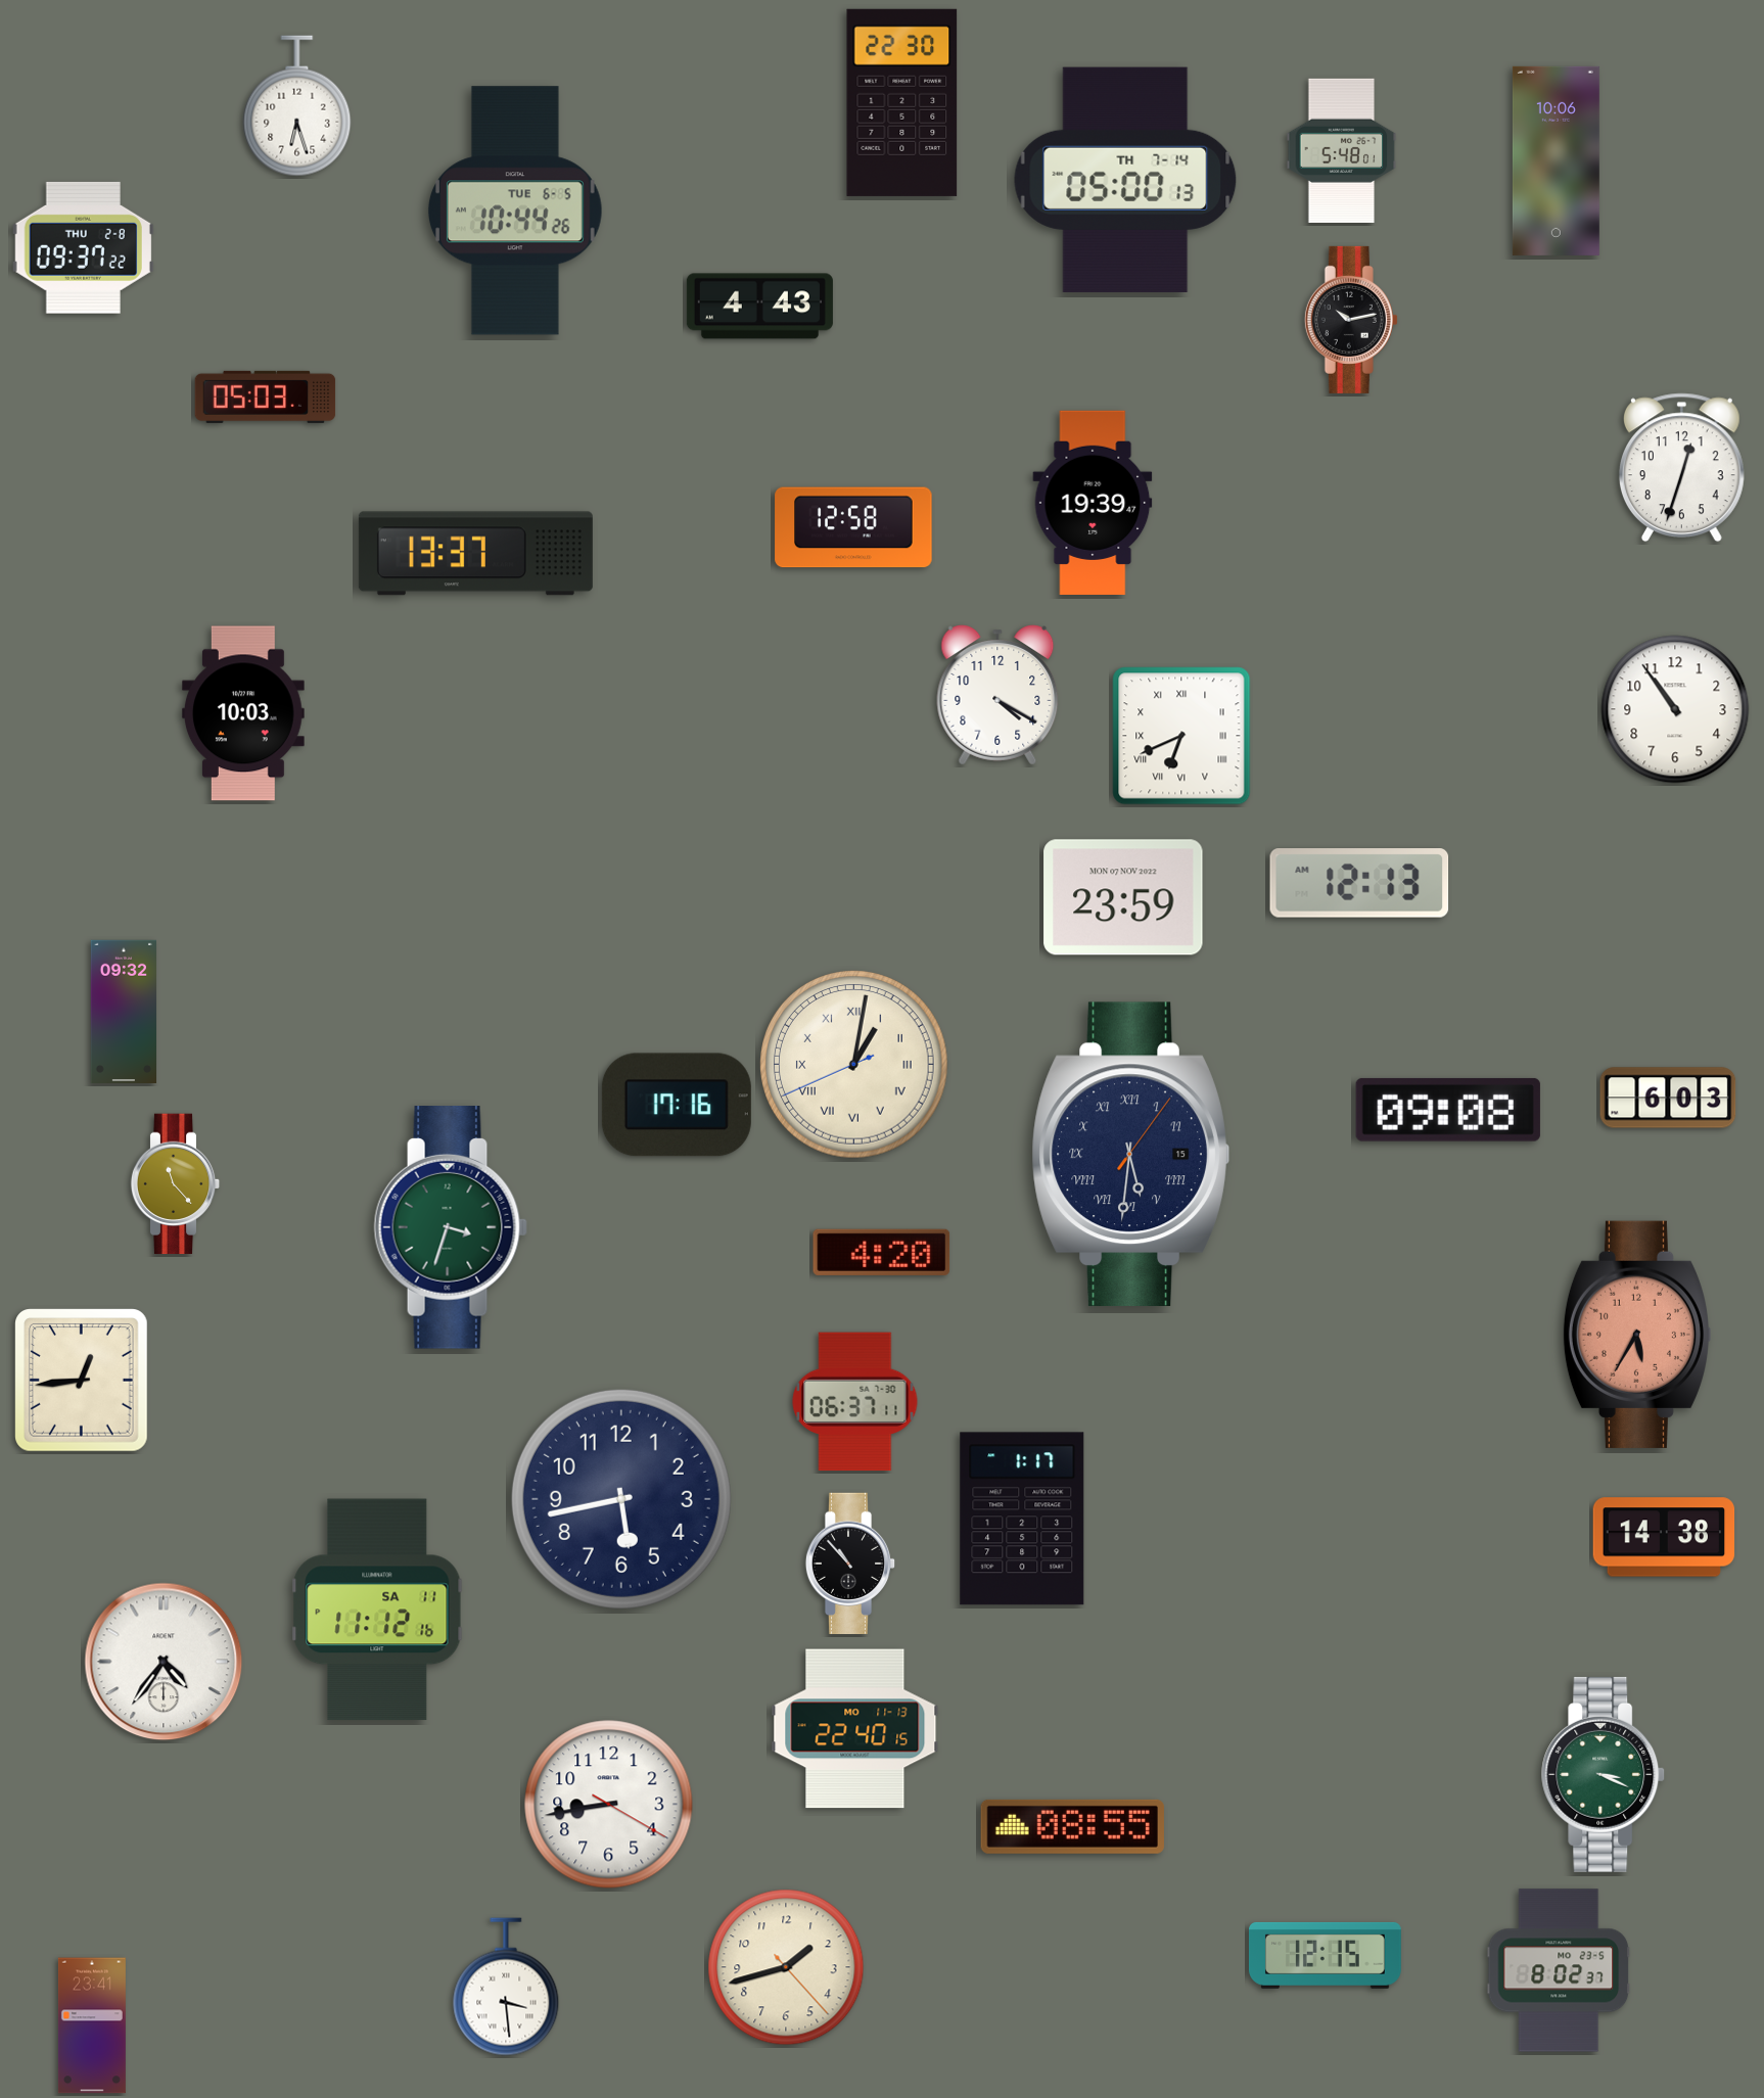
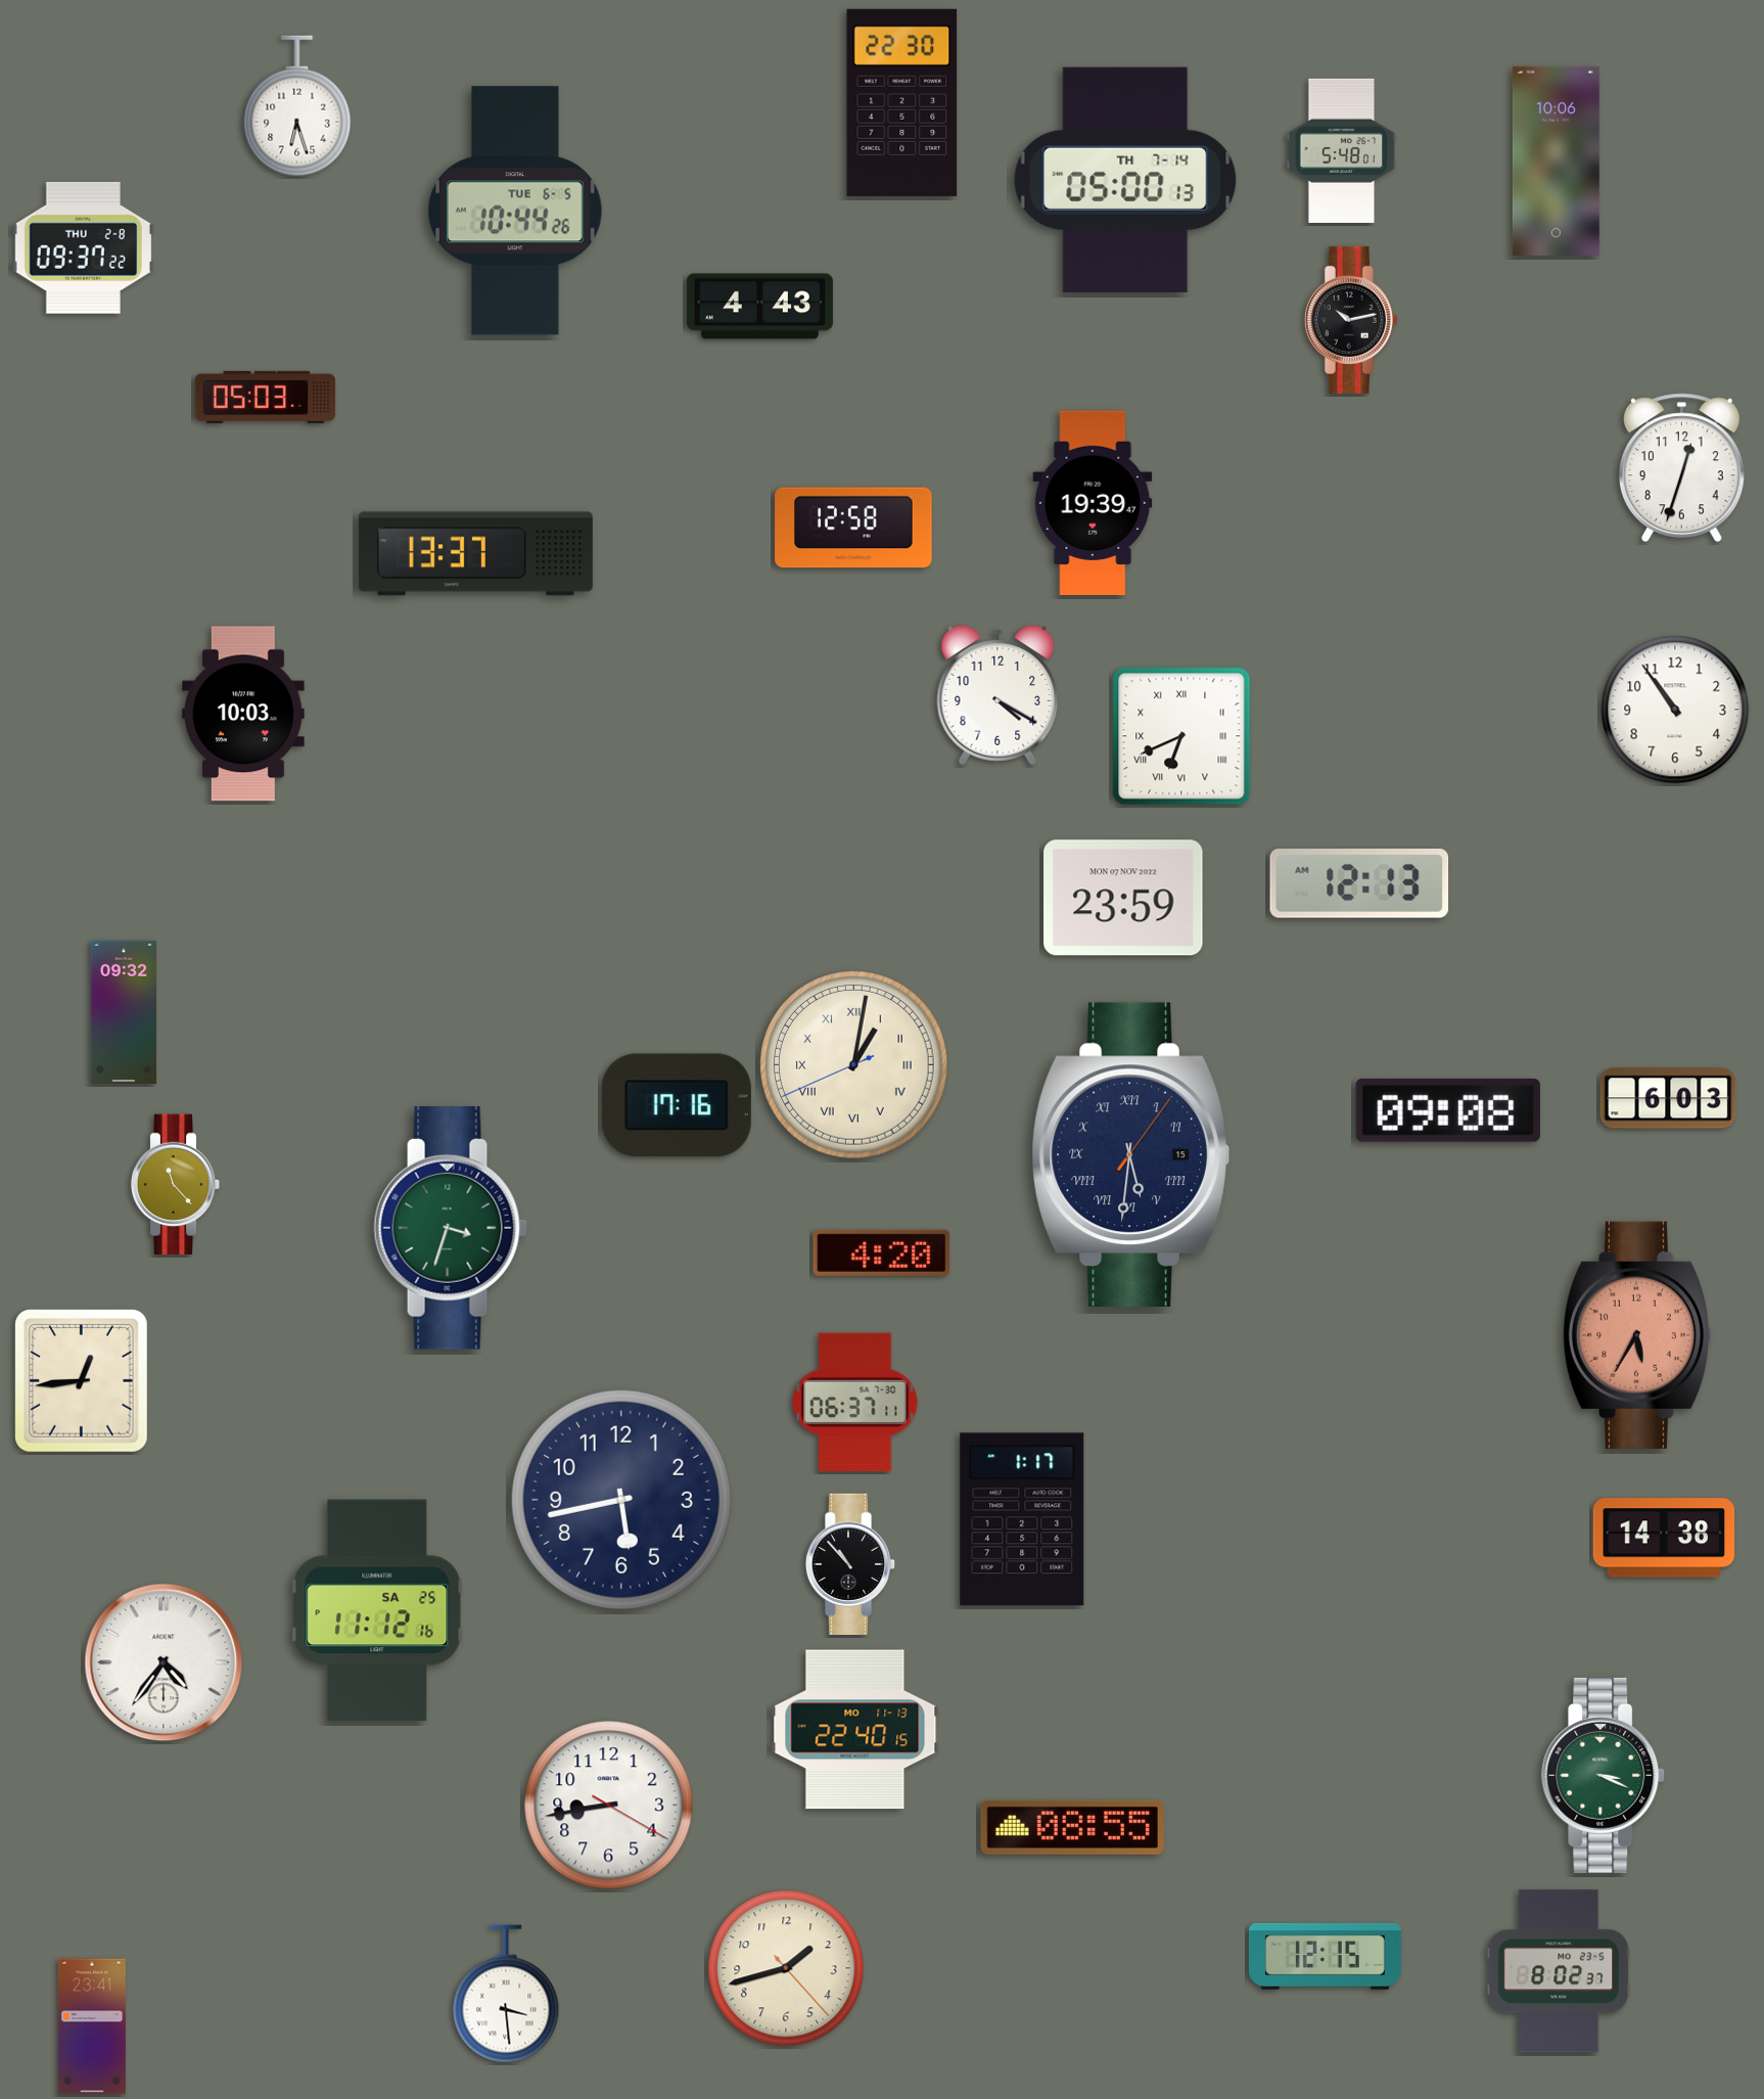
clock at (377, 1610) date: SA 11 -> SA 25
clock at (506, 1987) position: (506, 1987) -> (506, 1994)
